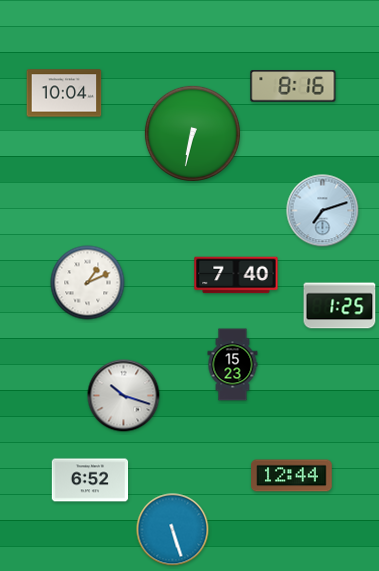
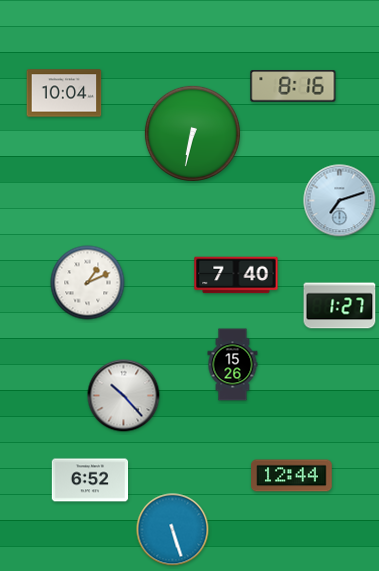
clock at (323, 211) position: (323, 211) -> (340, 201)
clock at (340, 306): 1:25 -> 1:27
clock at (233, 365): 15:23 -> 15:26
clock at (124, 396): 10:18 -> 10:23
